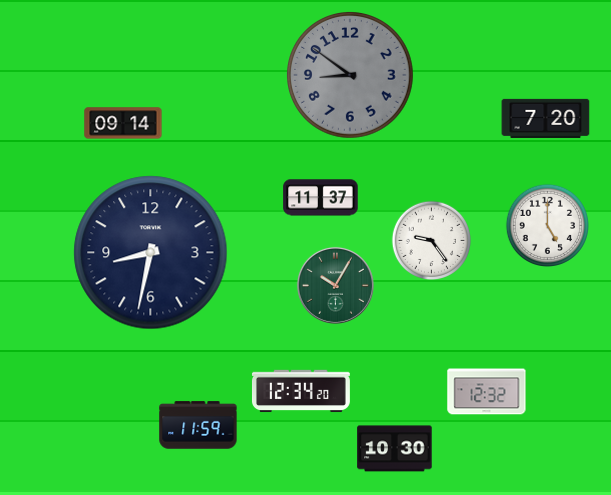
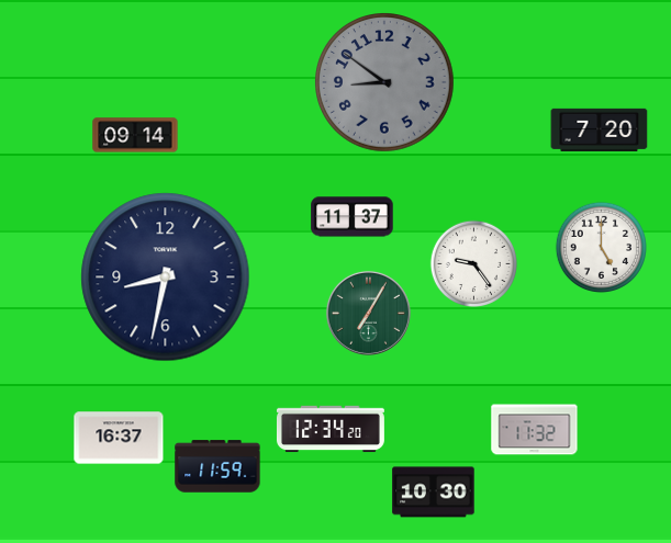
clock at (335, 285): 10:05 -> 7:05
clock at (487, 392): 12:32 -> 11:32
clock at (119, 438): none -> 16:37
